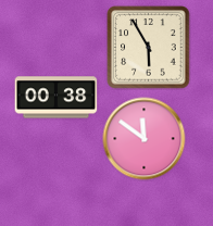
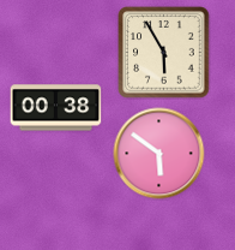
clock at (57, 98) position: (57, 98) -> (56, 108)
clock at (145, 139): 11:51 -> 5:51
